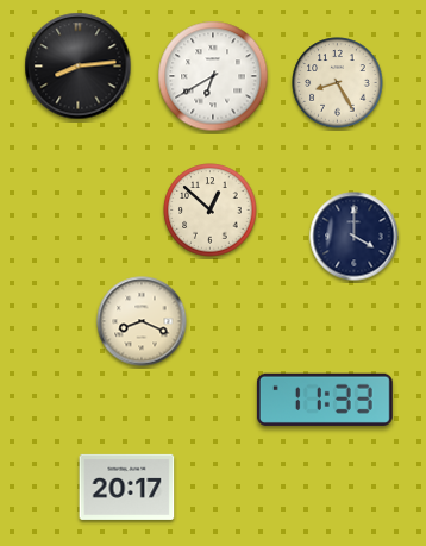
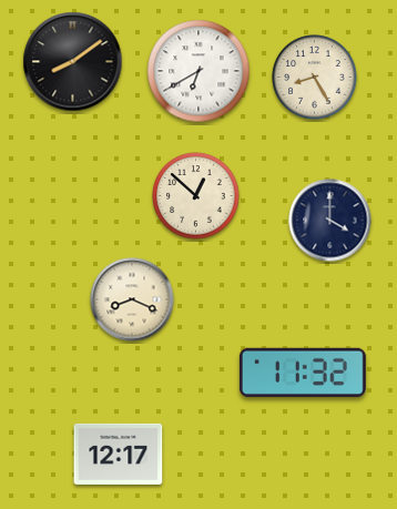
clock at (79, 67): 8:14 -> 8:09
clock at (325, 400): 11:33 -> 11:32
clock at (127, 487): 20:17 -> 12:17
